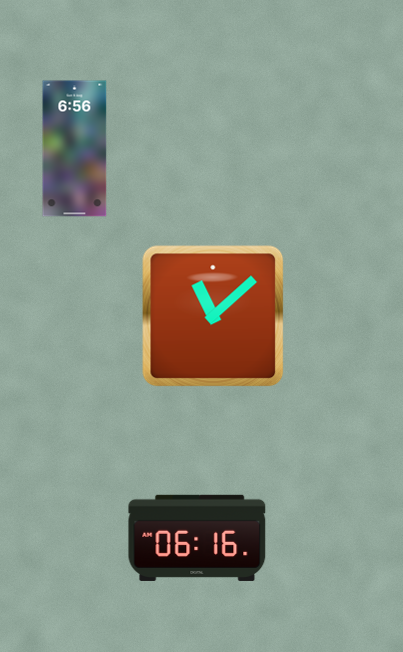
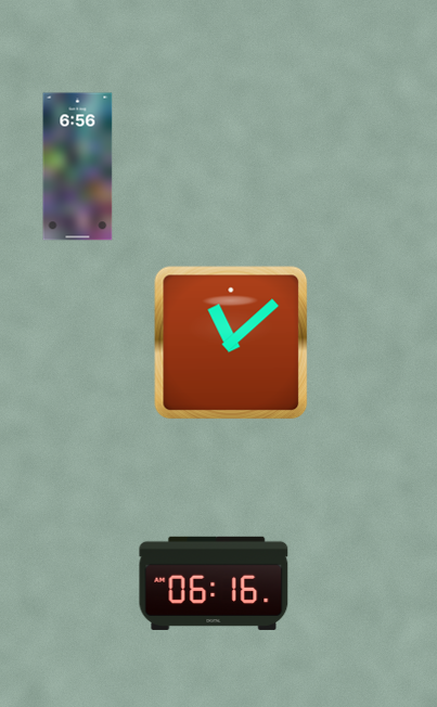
clock at (75, 149) position: (75, 149) -> (78, 167)
